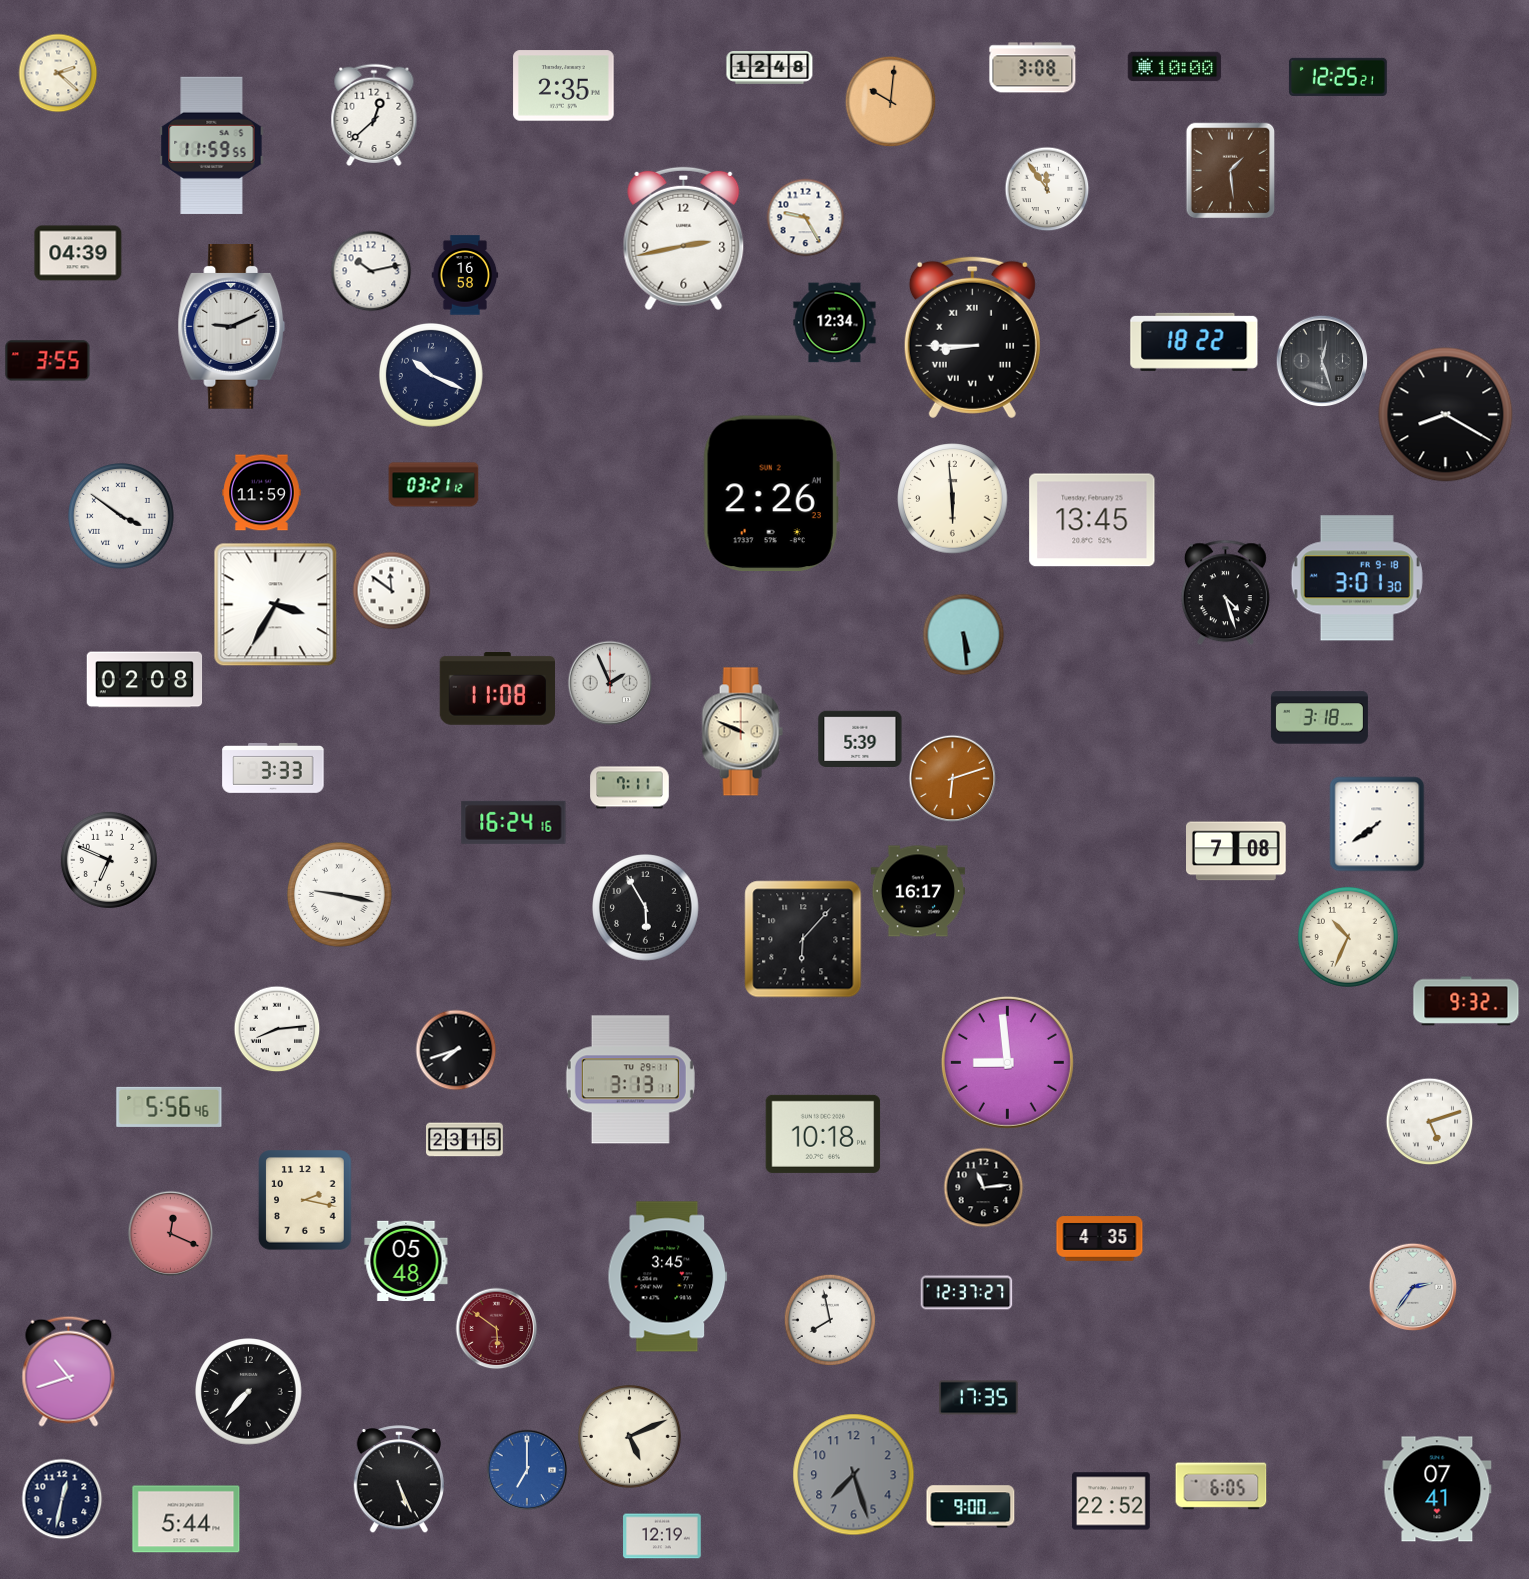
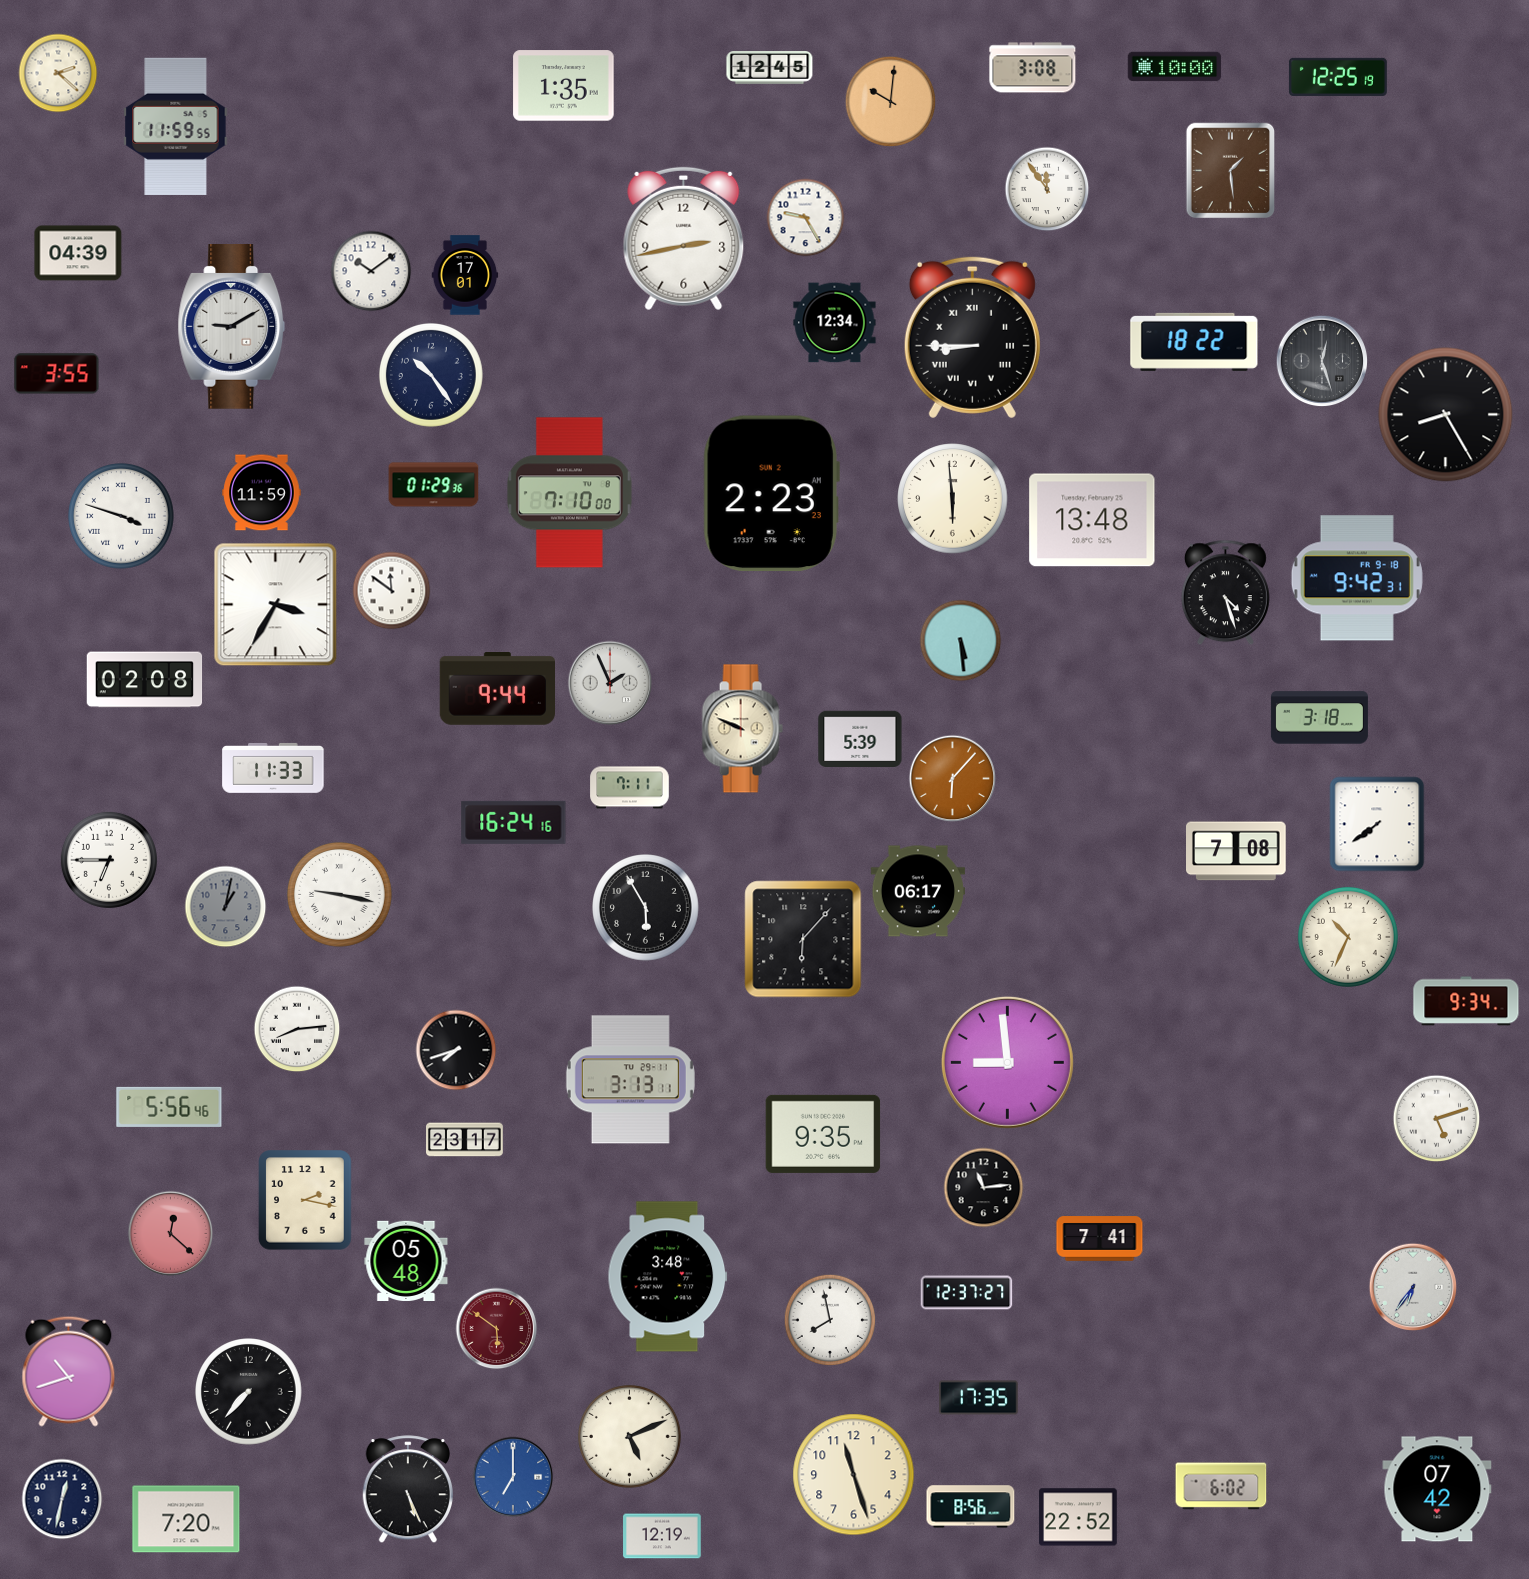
clock at (770, 68): 12:48 -> 12:45
clock at (1338, 77): 12:25:21 -> 12:25:19
clock at (564, 86): 2:35 -> 1:35
clock at (374, 114): 12:38 -> none
clock at (212, 145) position: (212, 145) -> (176, 126)
clock at (371, 271): 10:13 -> 10:09
clock at (465, 275): 16:58 -> 17:01
clock at (232, 327): 9:11 -> 9:10
clock at (48, 361) position: (48, 361) -> (57, 374)
clock at (431, 375): 10:19 -> 10:24
clock at (1446, 415): 8:20 -> 8:25
clock at (434, 485): 03:21 -> 01:29
clock at (569, 493): none -> 7:10
clock at (771, 494): 2:26 -> 2:23
clock at (122, 517): 3:51 -> 3:48
clock at (1092, 520): 13:45 -> 13:48
clock at (1357, 578): 3:01 -> 9:42
clock at (964, 635) position: (964, 635) -> (961, 641)
clock at (497, 689): 11:08 -> 9:44
clock at (742, 732) position: (742, 732) -> (742, 729)
clock at (273, 768): 3:33 -> 11:33
clock at (953, 779): 6:12 -> 6:07
clock at (109, 860): 6:49 -> 6:45
clock at (918, 891): 16:17 -> 06:17
clock at (226, 907): none -> 1:02
clock at (1466, 1001): 9:32 -> 9:34
clock at (277, 1029) position: (277, 1029) -> (297, 1029)
clock at (1430, 1122) position: (1430, 1122) -> (1437, 1119)
clock at (823, 1134): 10:18 -> 9:35
clock at (465, 1140): 23:15 -> 23:17
clock at (171, 1234): 12:19 -> 12:22
clock at (1100, 1239): 4:35 -> 7:41
clock at (668, 1277): 3:45 -> 3:48
clock at (1413, 1287): 2:36 -> 6:36
clock at (527, 1470) position: (527, 1470) -> (513, 1477)
clock at (854, 1475): 7:27 -> 11:27
clock at (854, 1475) dial: grey -> cream
clock at (399, 1480) position: (399, 1480) -> (408, 1490)
clock at (1221, 1486): 6:05 -> 6:02
clock at (1437, 1489): 07:41 -> 07:42
clock at (1111, 1501) position: (1111, 1501) -> (1078, 1517)
clock at (971, 1507): 9:00 -> 8:56
clock at (186, 1519): 5:44 -> 7:20
